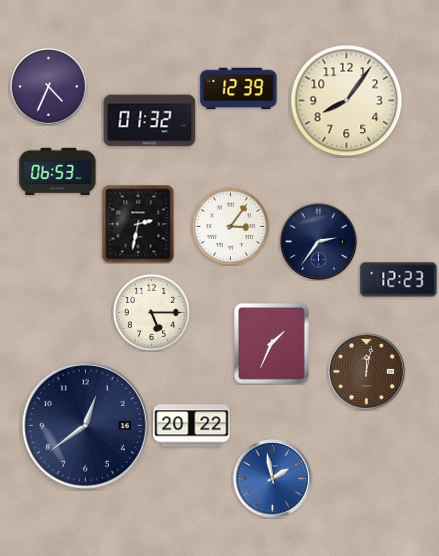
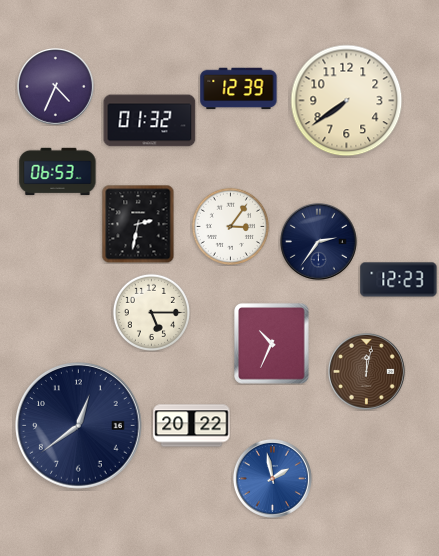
clock at (49, 87) position: (49, 87) -> (56, 87)
clock at (347, 101): 8:06 -> 7:39
clock at (272, 344): 1:34 -> 10:34
clock at (86, 426) position: (86, 426) -> (79, 426)
